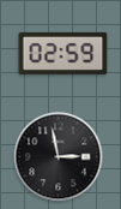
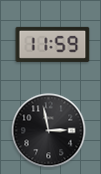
clock at (63, 53): 02:59 -> 11:59
